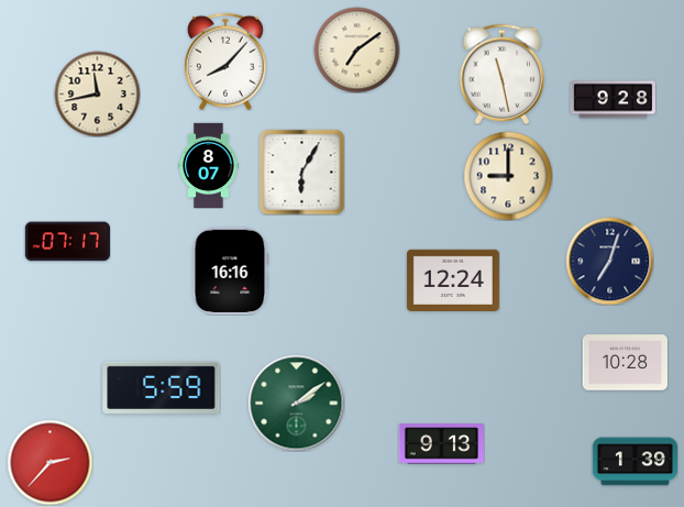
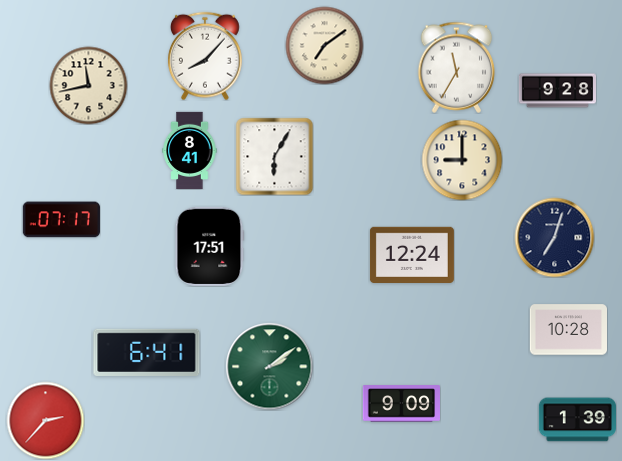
clock at (503, 74): 11:28 -> 11:35
clock at (209, 165): 8:07 -> 8:41
clock at (231, 271): 16:16 -> 17:51
clock at (162, 387): 5:59 -> 6:41
clock at (441, 444): 9:13 -> 9:09
